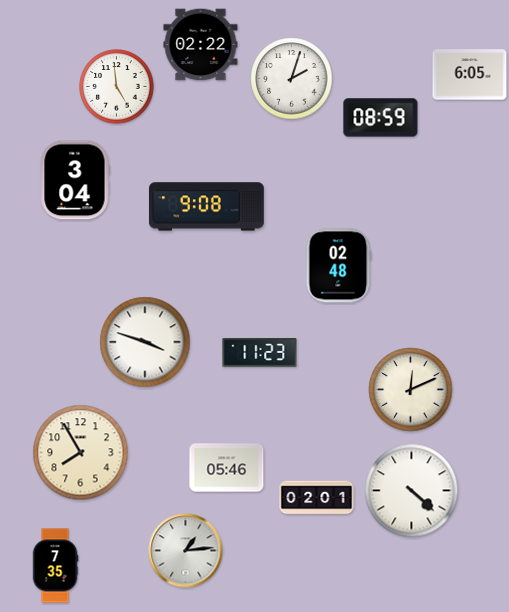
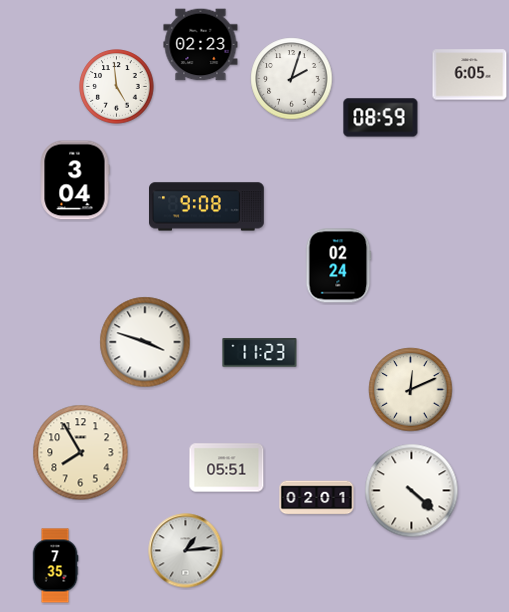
clock at (201, 45): 02:22 -> 02:23
clock at (339, 266): 02:48 -> 02:24
clock at (227, 468): 05:46 -> 05:51
